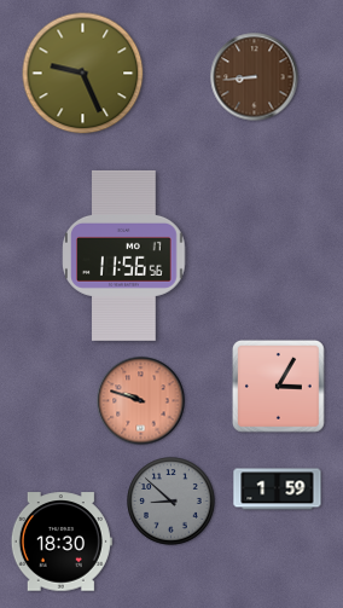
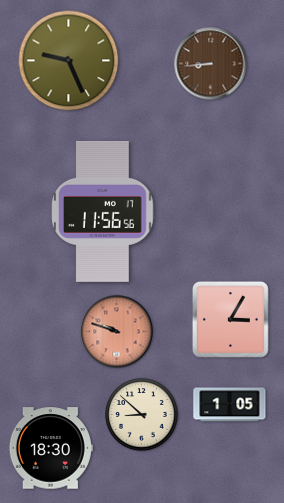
clock at (278, 490): 1:59 -> 1:05
clock at (171, 502) dial: grey -> cream
